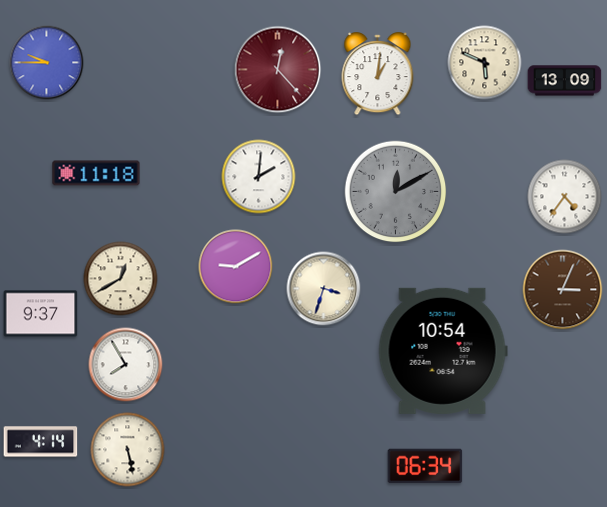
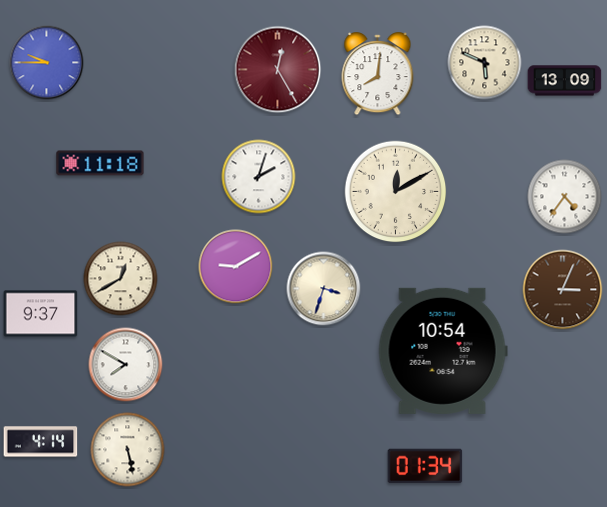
clock at (278, 70): 12:23 -> 12:25
clock at (378, 74): 1:01 -> 8:01
clock at (96, 173) position: (96, 173) -> (100, 163)
clock at (259, 177): 2:01 -> 2:03
clock at (396, 192) dial: grey -> cream
clock at (126, 365): 7:55 -> 7:50
clock at (425, 466): 06:34 -> 01:34
